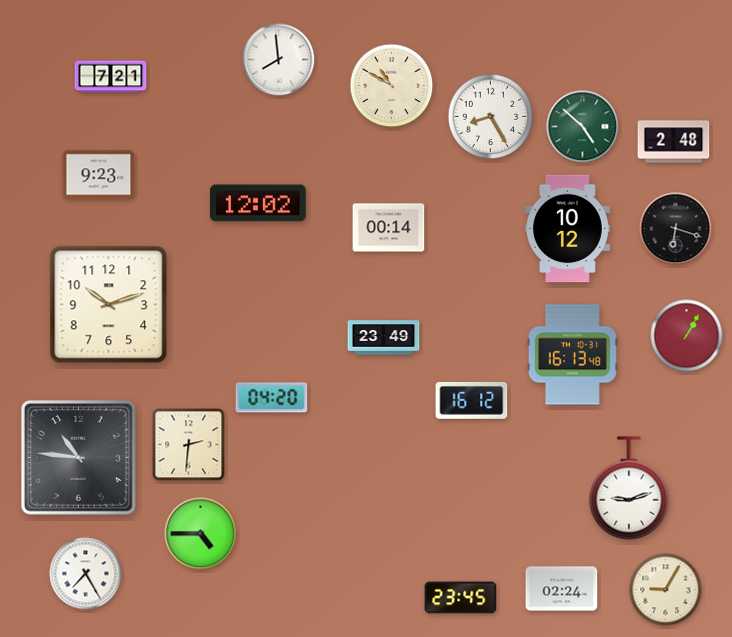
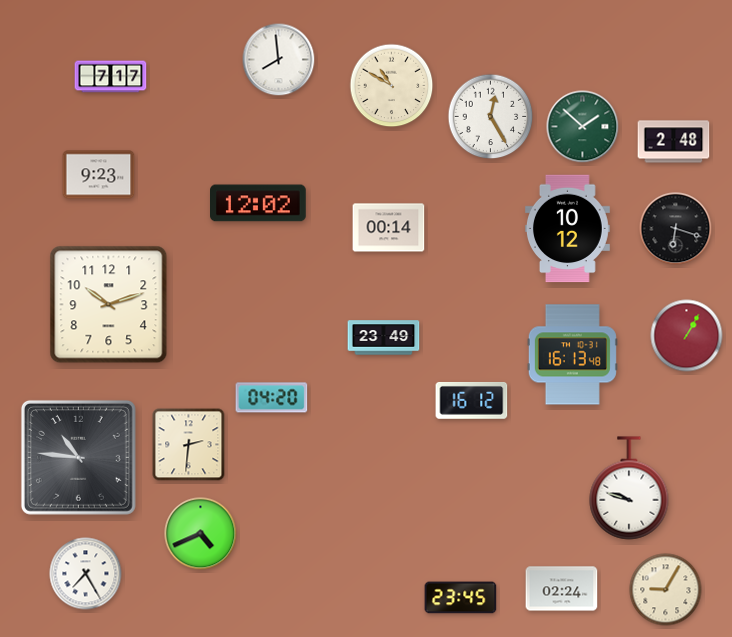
clock at (111, 77): 7:21 -> 7:17
clock at (491, 117): 8:25 -> 12:25
clock at (583, 127): 4:52 -> 1:52
clock at (629, 488): 9:12 -> 9:48
clock at (201, 534): 4:45 -> 4:41
